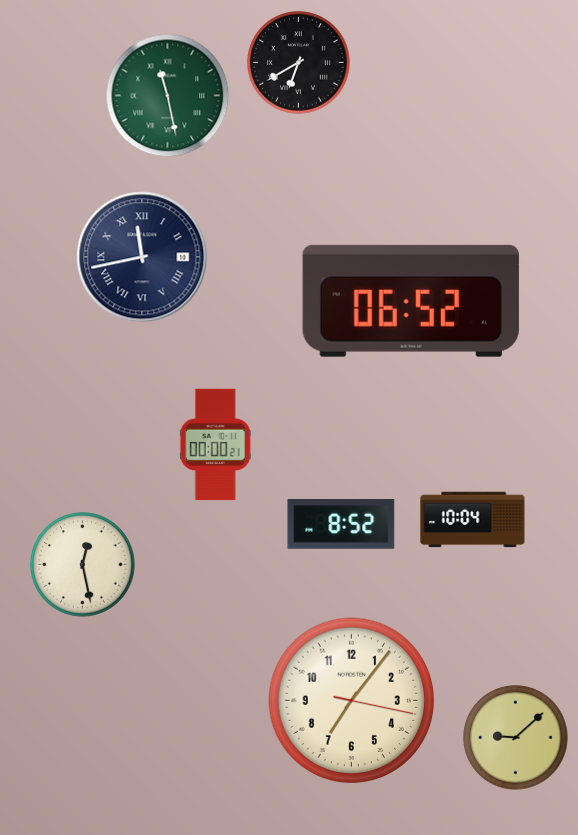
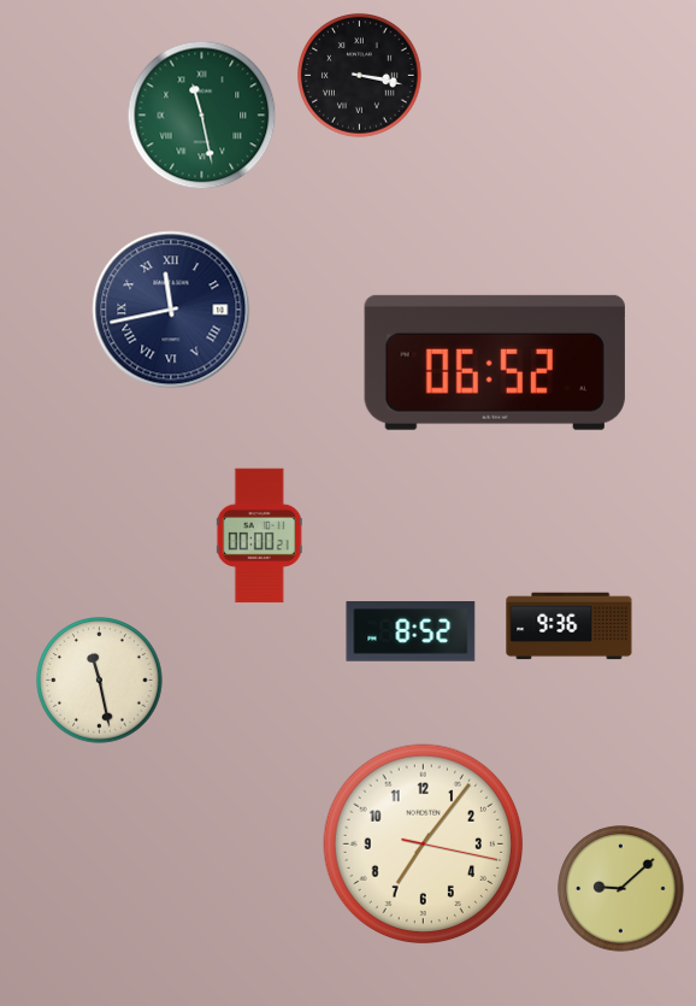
clock at (299, 63): 6:40 -> 3:17
clock at (473, 520): 10:04 -> 9:36
clock at (83, 565): 12:28 -> 11:28
